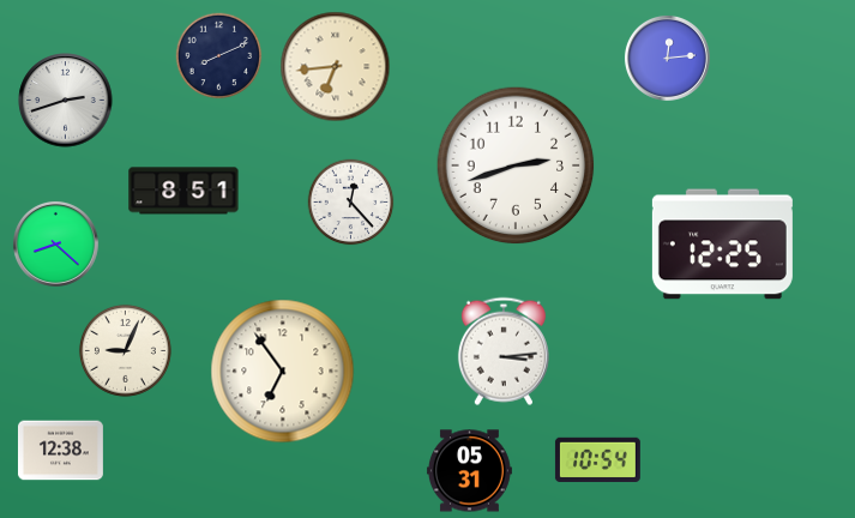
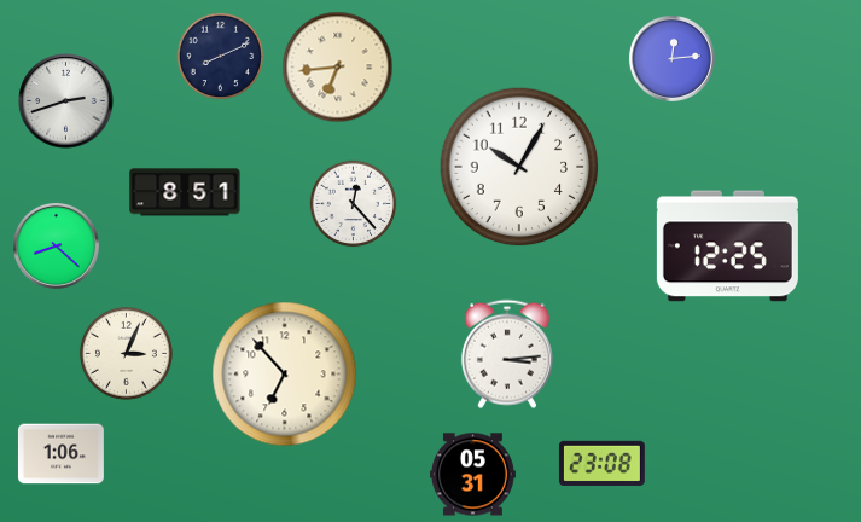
clock at (516, 165): 2:42 -> 10:05
clock at (125, 350): 9:04 -> 3:04
clock at (283, 372): 6:54 -> 6:53
clock at (60, 451): 12:38 -> 1:06
clock at (597, 459): 10:54 -> 23:08
